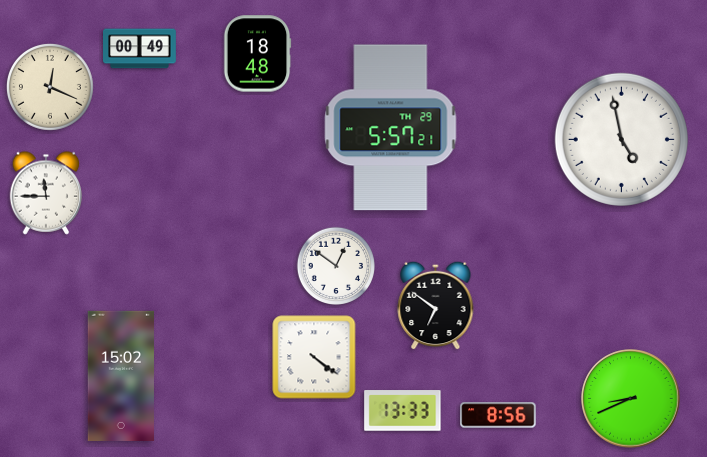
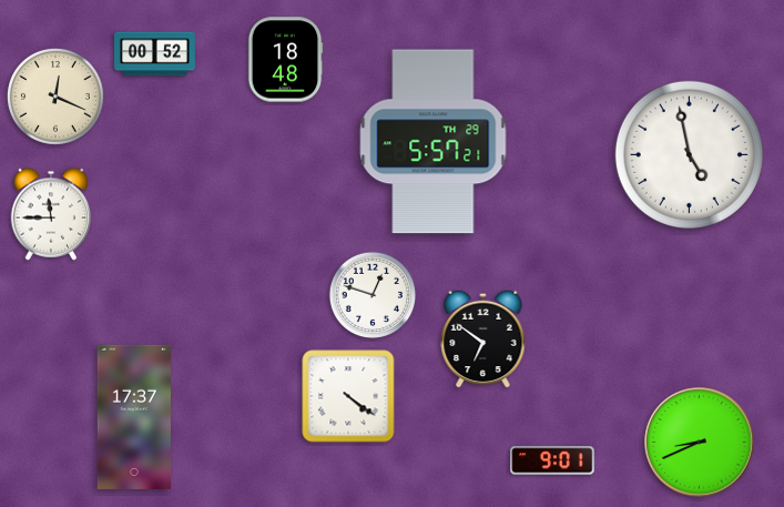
clock at (140, 49): 00:49 -> 00:52
clock at (335, 265): 12:51 -> 12:48
clock at (121, 376): 15:02 -> 17:37
clock at (403, 411): 13:33 -> none
clock at (498, 415): 8:56 -> 9:01
